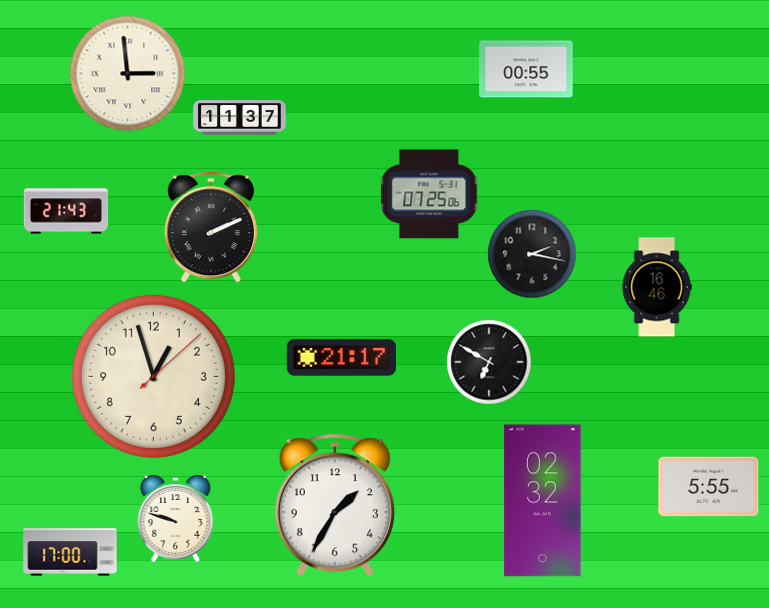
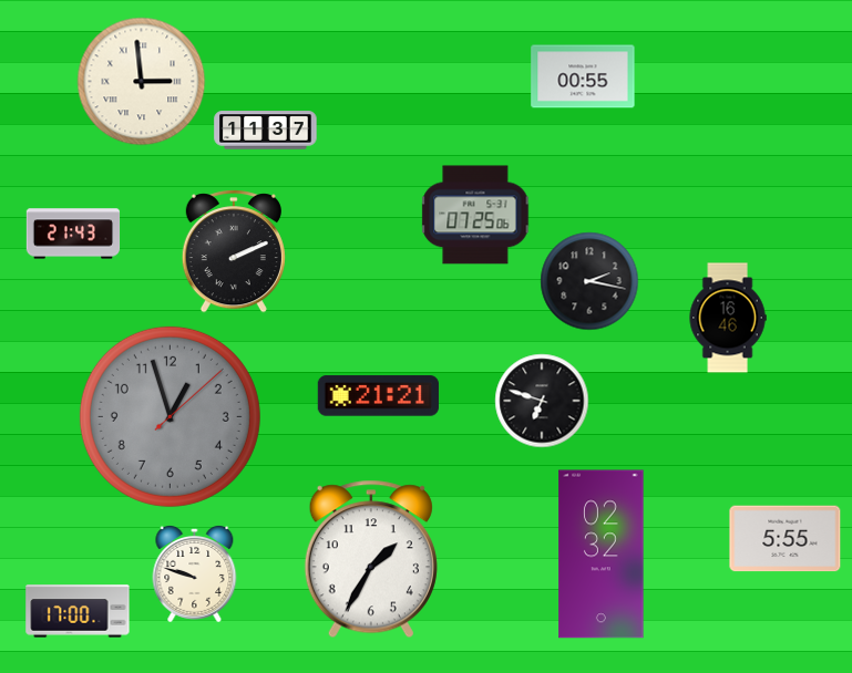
clock at (341, 358): 21:17 -> 21:21
clock at (489, 362): 6:50 -> 6:48
clock at (153, 376) dial: cream -> grey
